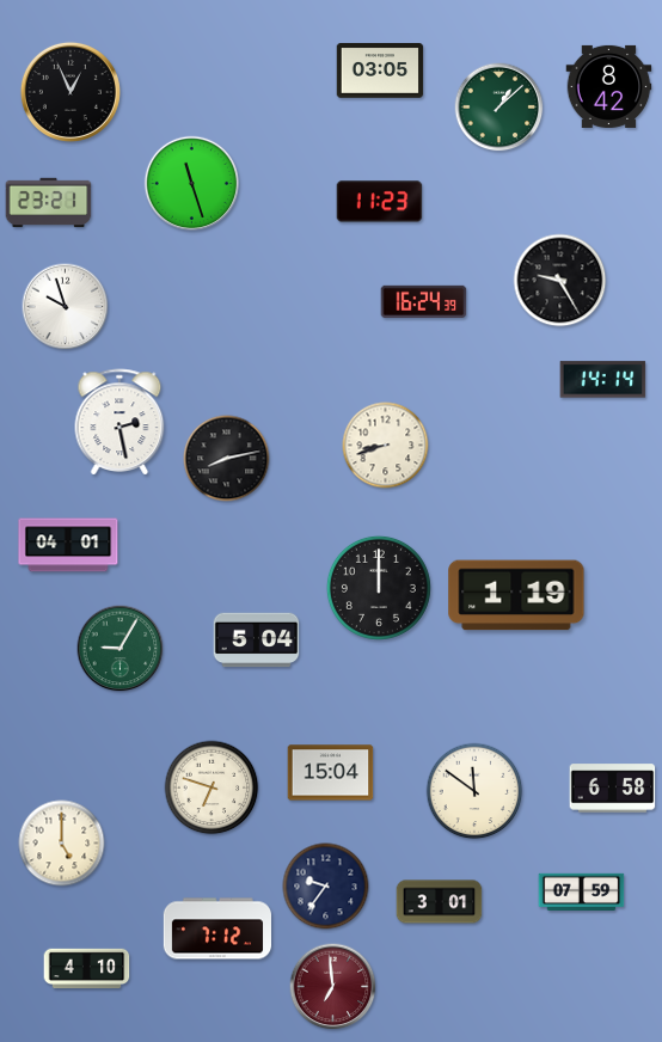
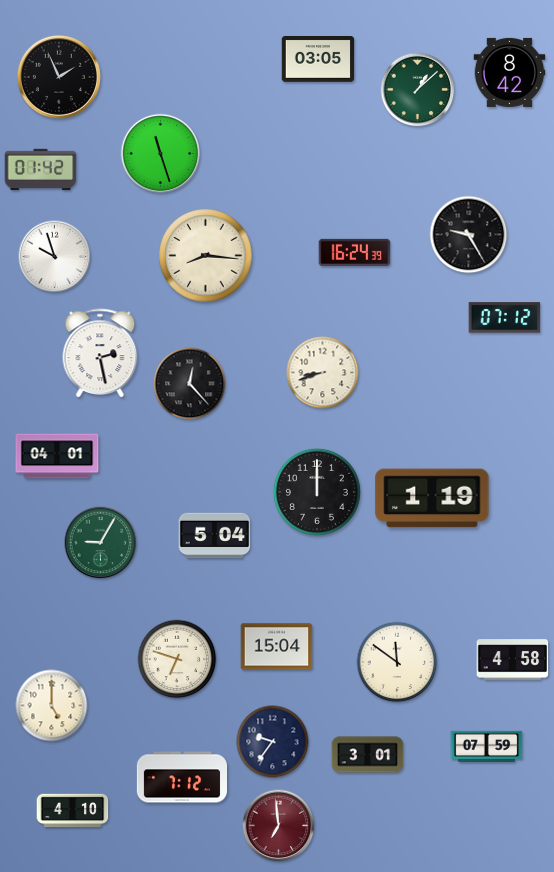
clock at (71, 92): 12:56 -> 1:56
clock at (380, 202): 11:23 -> none
clock at (49, 203): 23:21 -> 01:42
clock at (206, 256): none -> 8:16
clock at (603, 380): 14:14 -> 07:12
clock at (227, 459): 8:13 -> 12:23
clock at (613, 789): 6:58 -> 4:58
